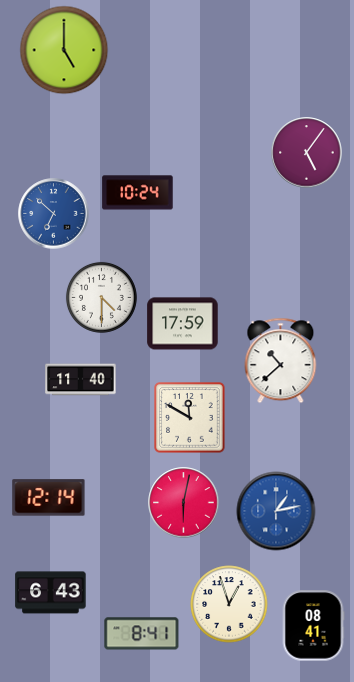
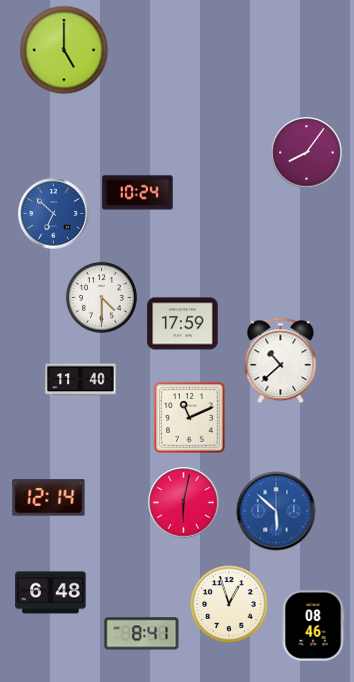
clock at (307, 153): 5:06 -> 8:06
clock at (190, 418): 11:50 -> 11:11
clock at (276, 511): 1:13 -> 5:52
clock at (51, 593): 6:43 -> 6:48
clock at (313, 626): 08:41 -> 08:46
